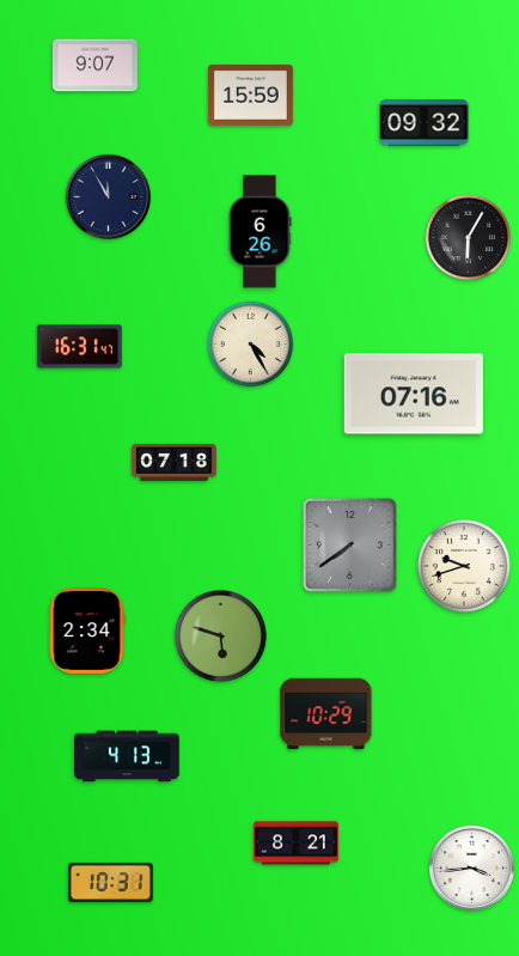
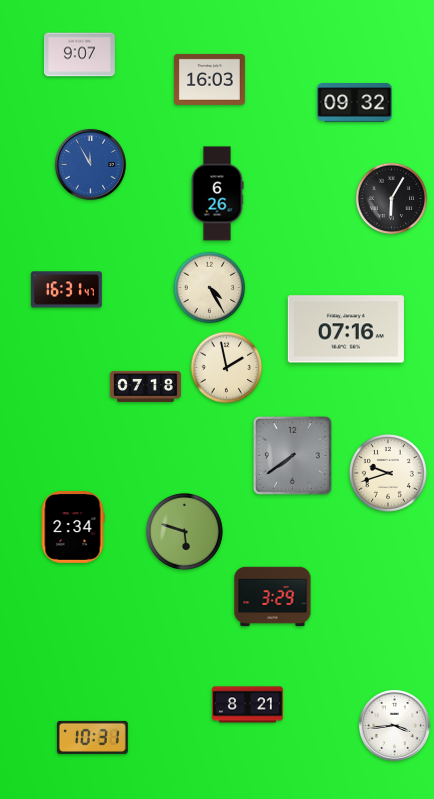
clock at (250, 95): 15:59 -> 16:03
clock at (108, 196) dial: navy -> blue
clock at (227, 368): none -> 1:58
clock at (326, 714): 10:29 -> 3:29
clock at (127, 756): 4:13 -> none
